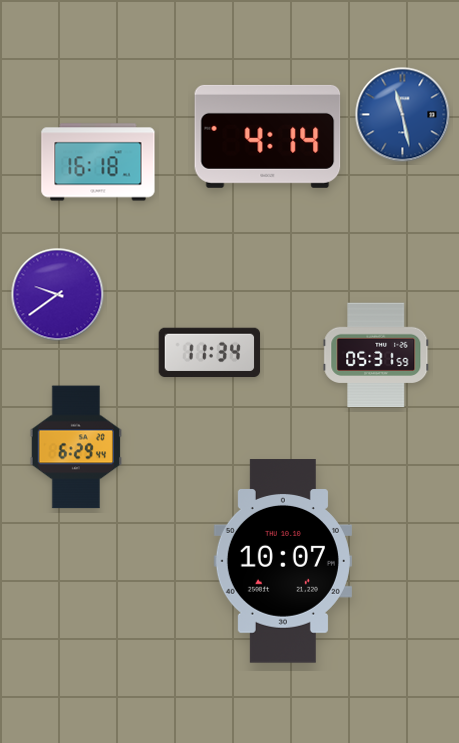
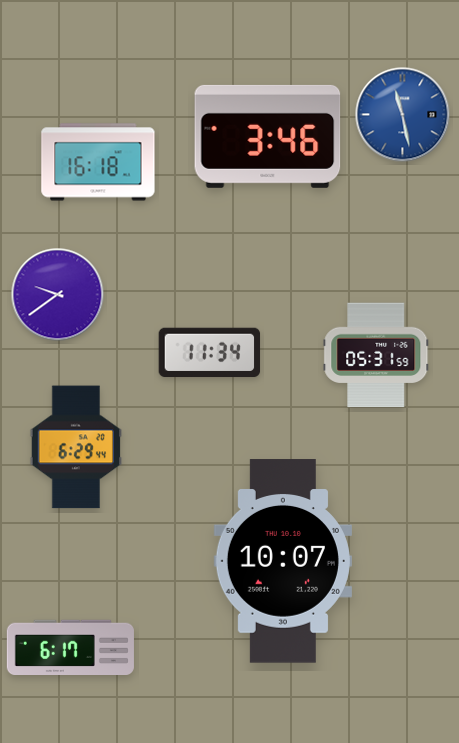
clock at (268, 136): 4:14 -> 3:46
clock at (70, 647): none -> 6:17
